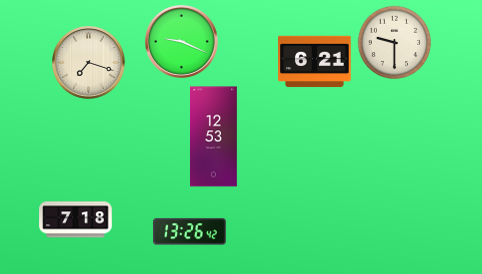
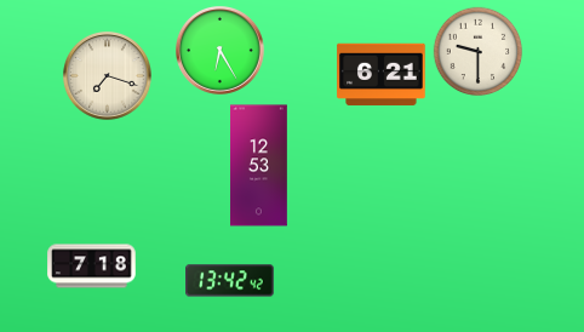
clock at (182, 42): 9:19 -> 6:25
clock at (190, 232): 13:26 -> 13:42
